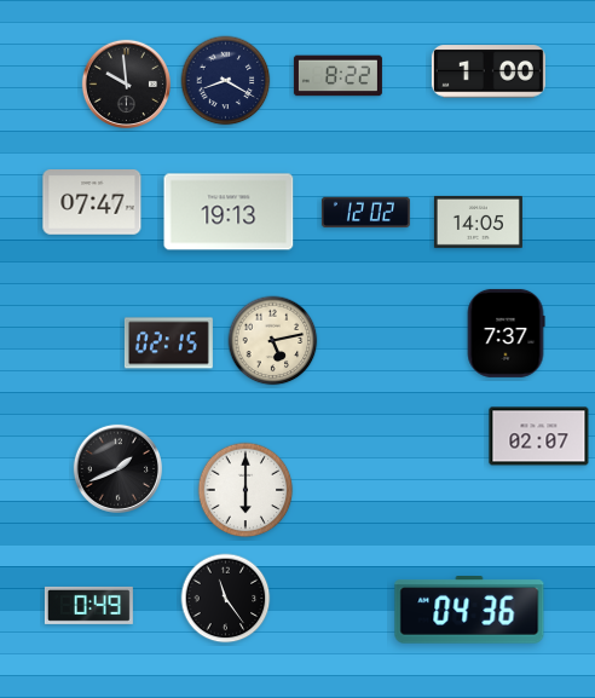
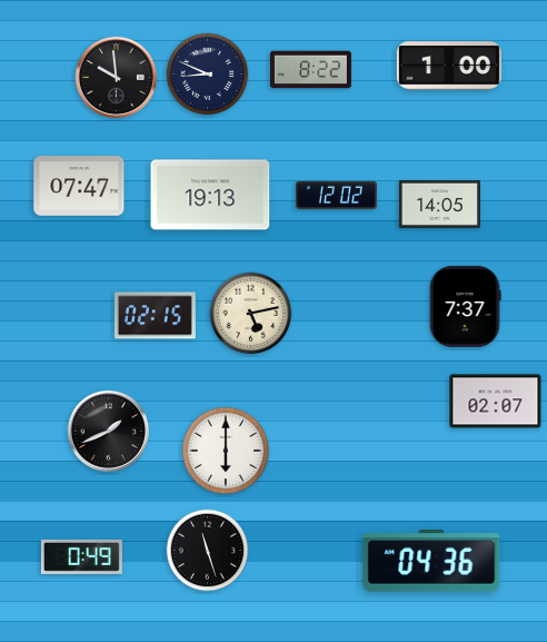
clock at (226, 81): 8:20 -> 8:49
clock at (92, 203) position: (92, 203) -> (79, 187)
clock at (226, 599): 11:24 -> 11:27
